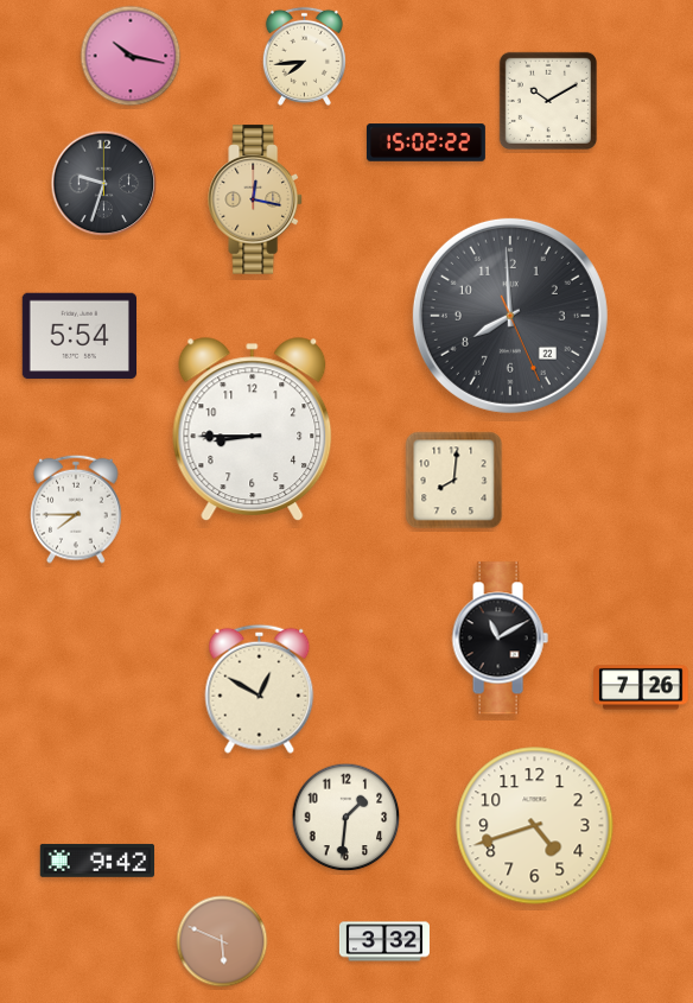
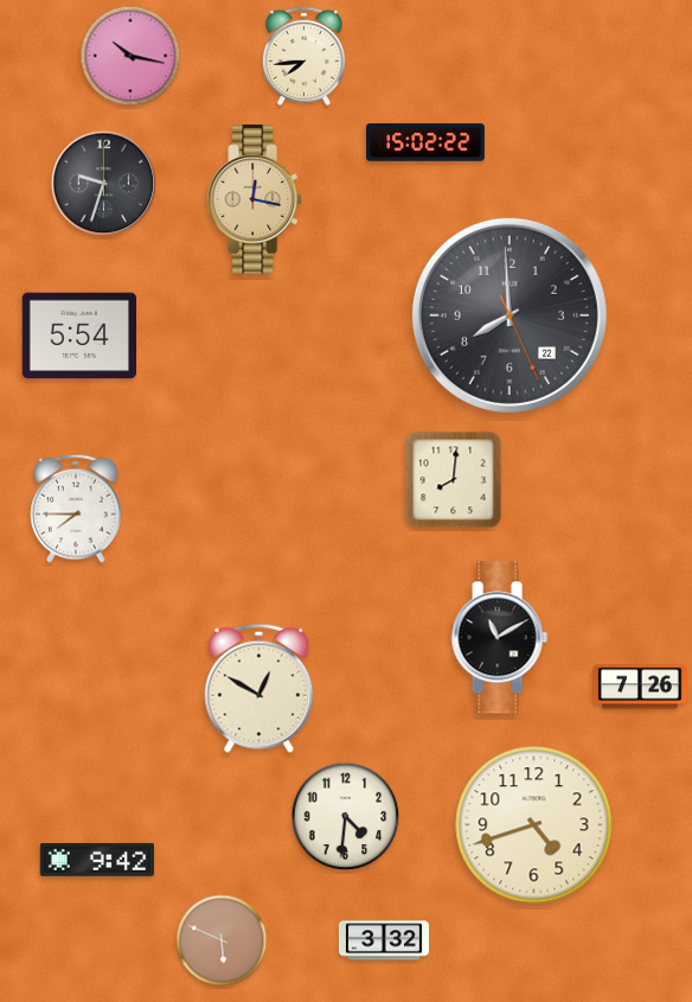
clock at (548, 101): 10:10 -> none
clock at (253, 430): 8:45 -> none
clock at (346, 818): 1:31 -> 4:31
